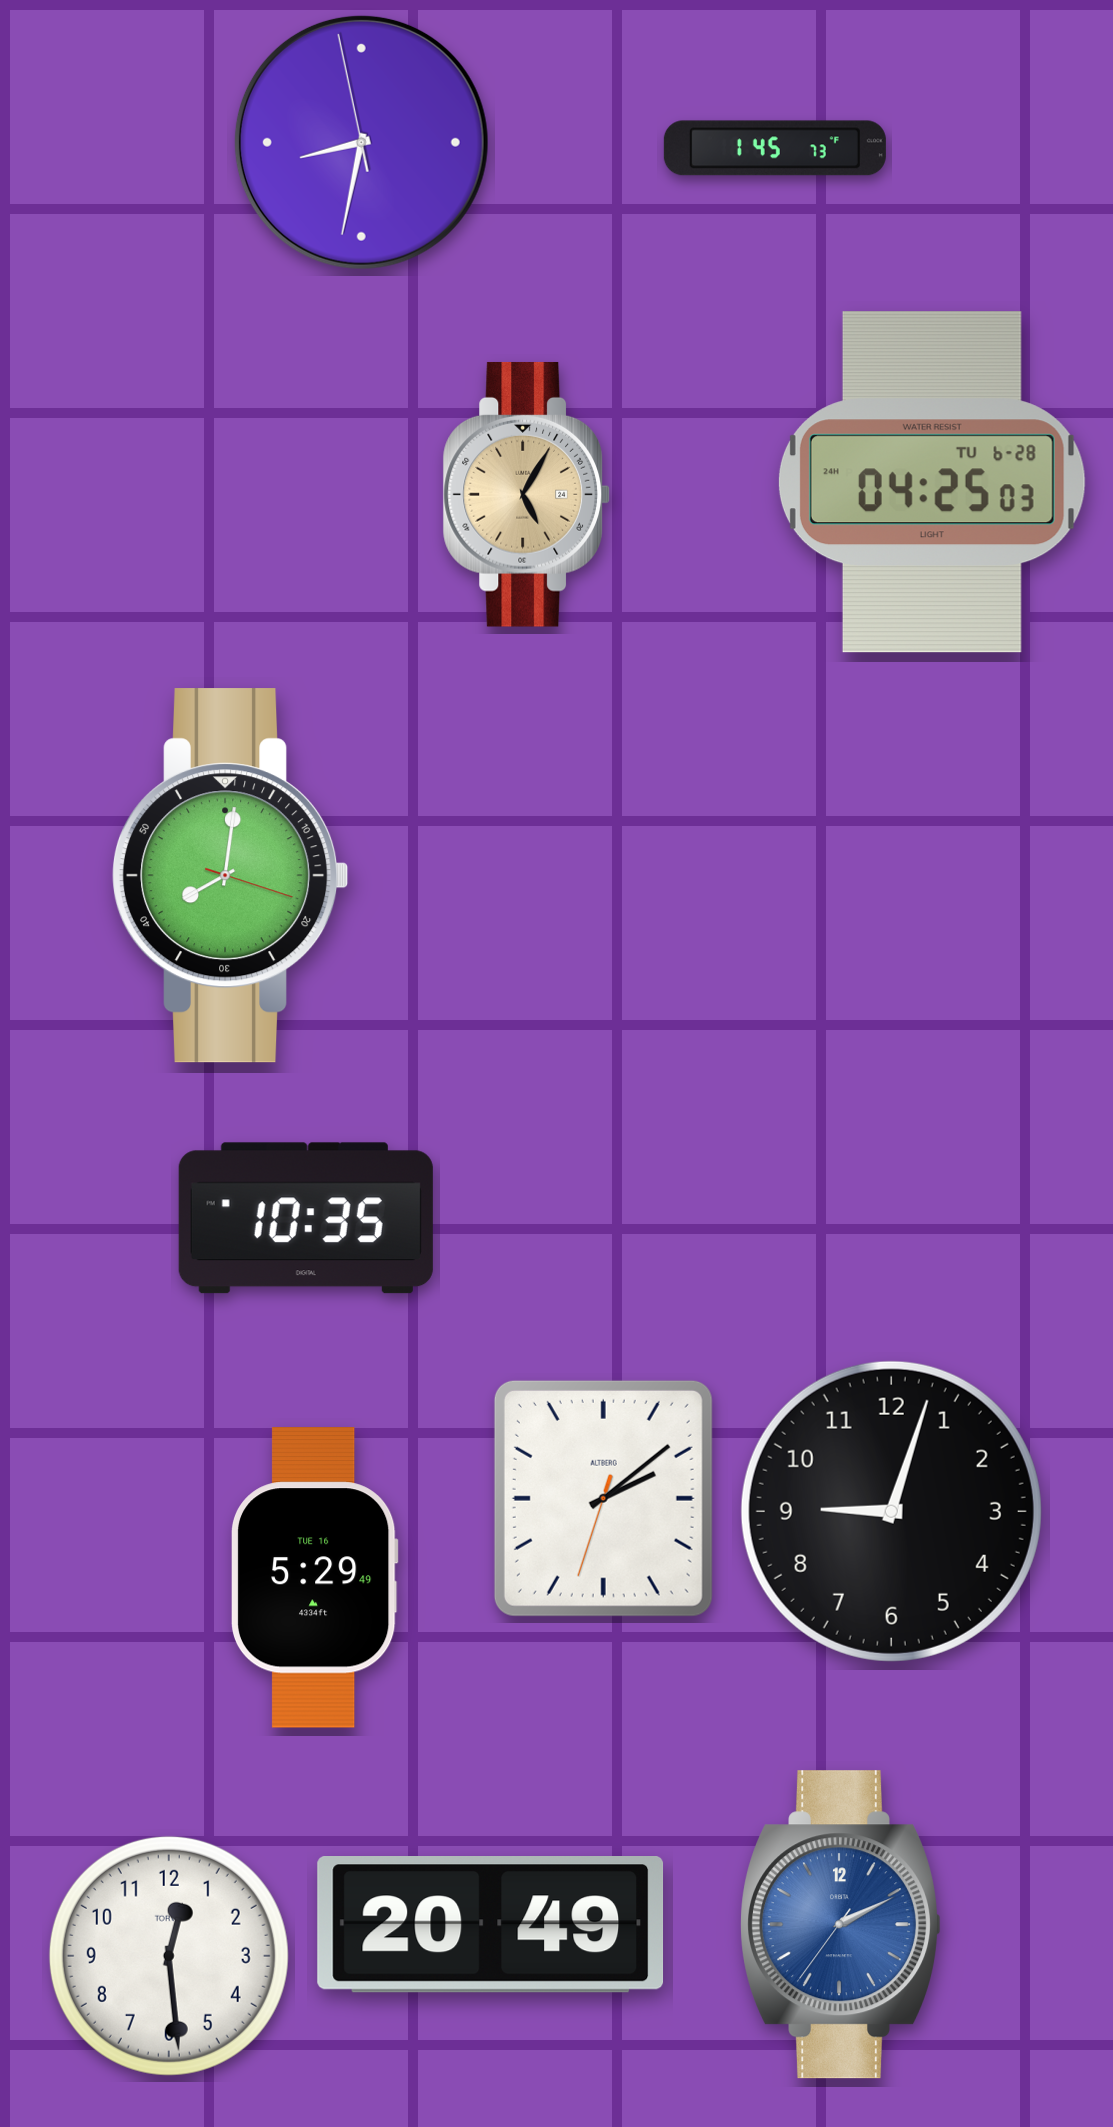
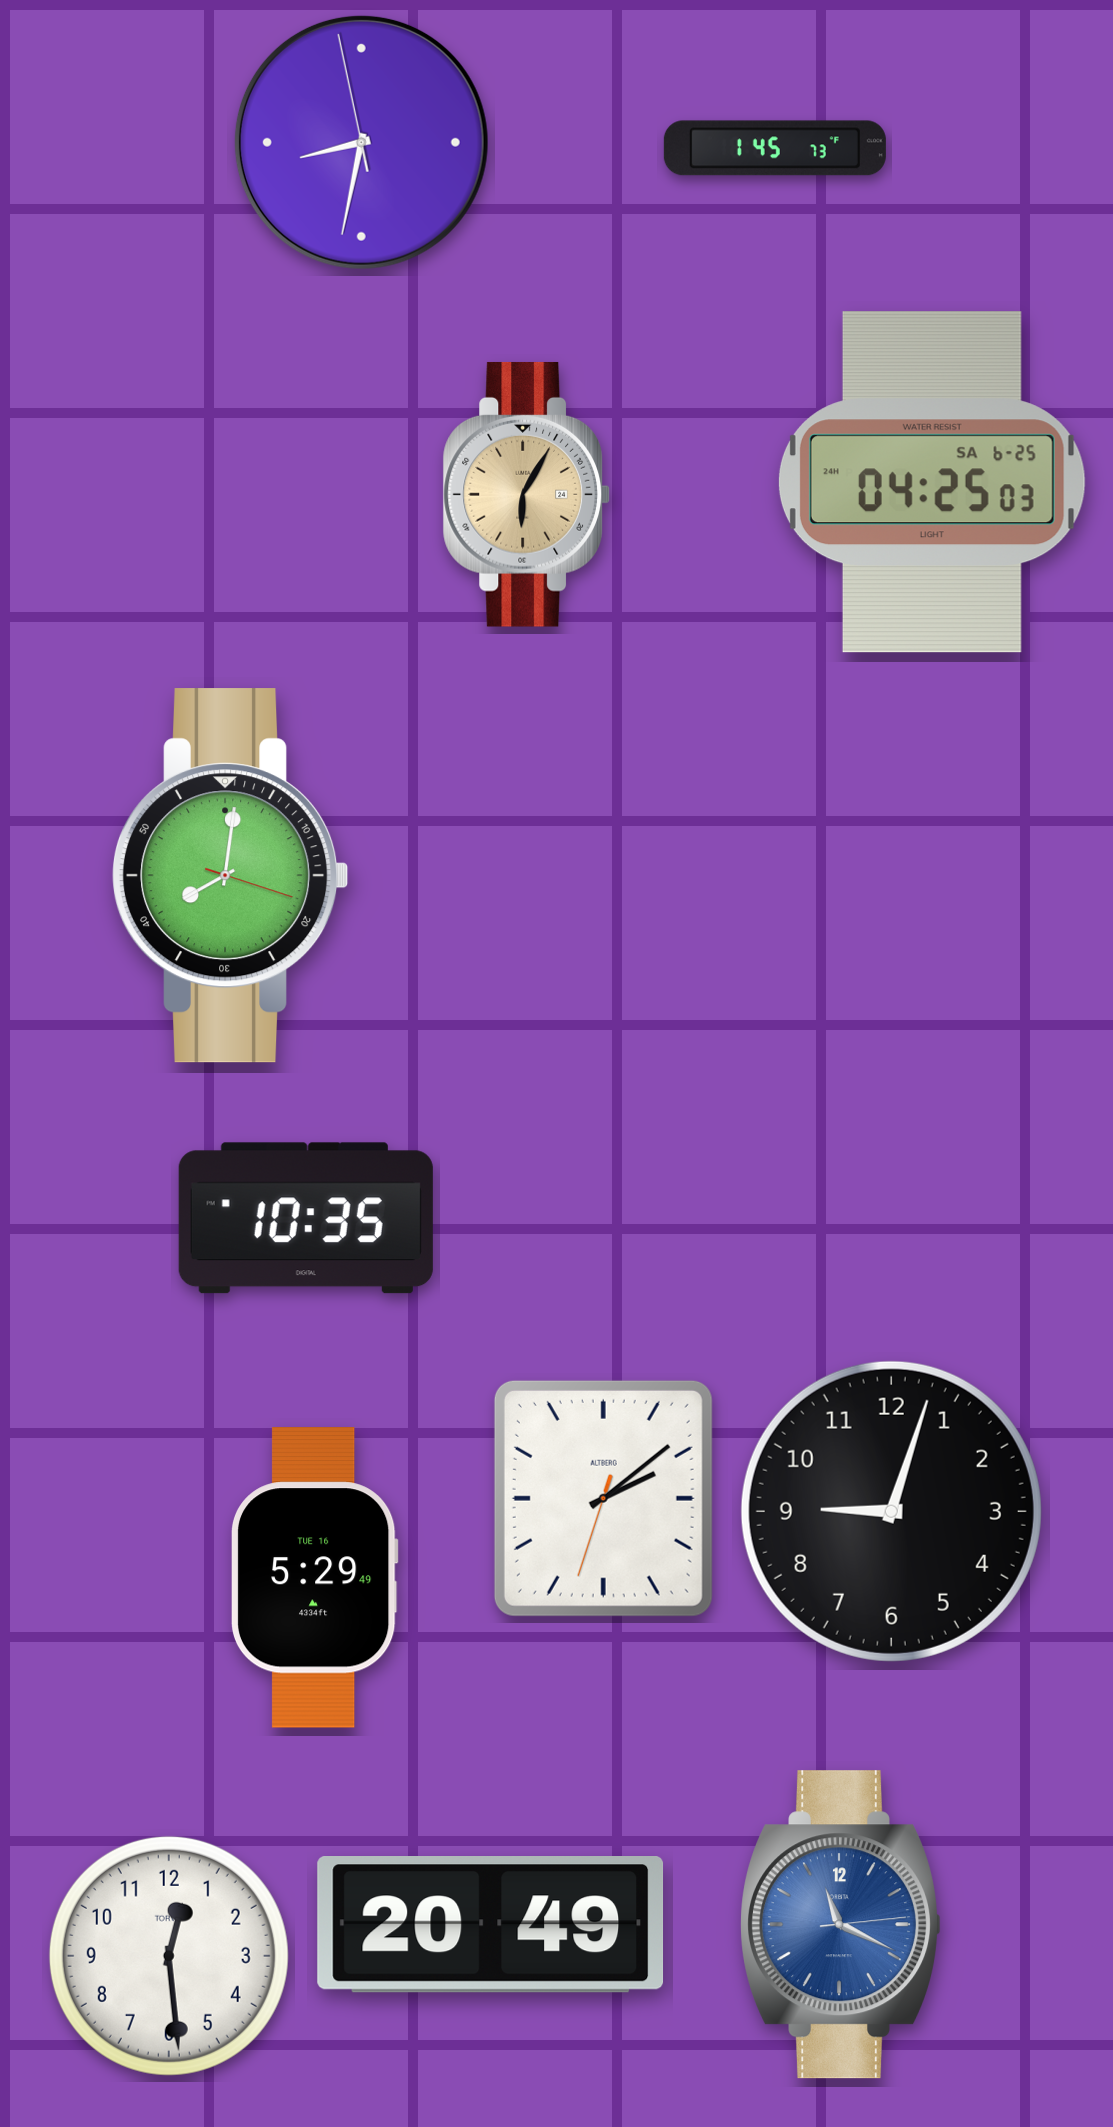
clock at (932, 482) date: TU 6-28 -> SA 6-25
clock at (526, 494): 5:05 -> 6:05
clock at (841, 1925): 2:10 -> 11:19
